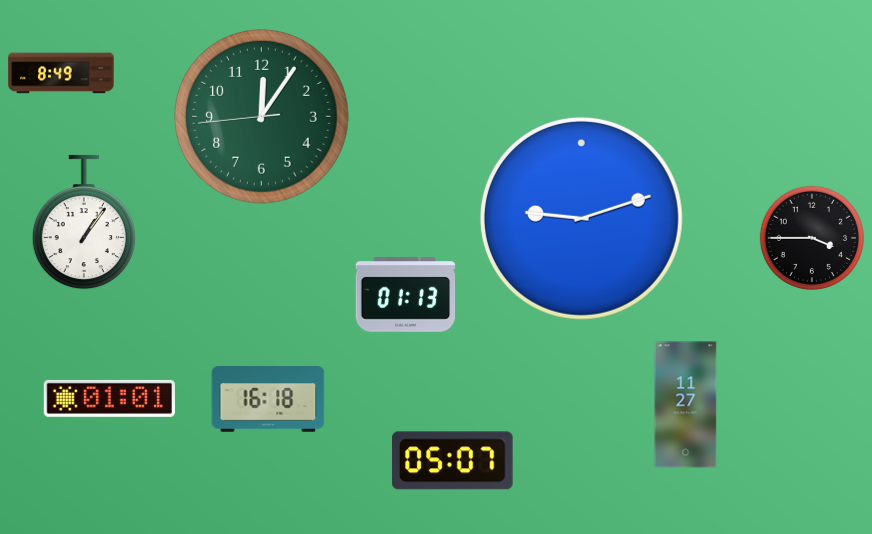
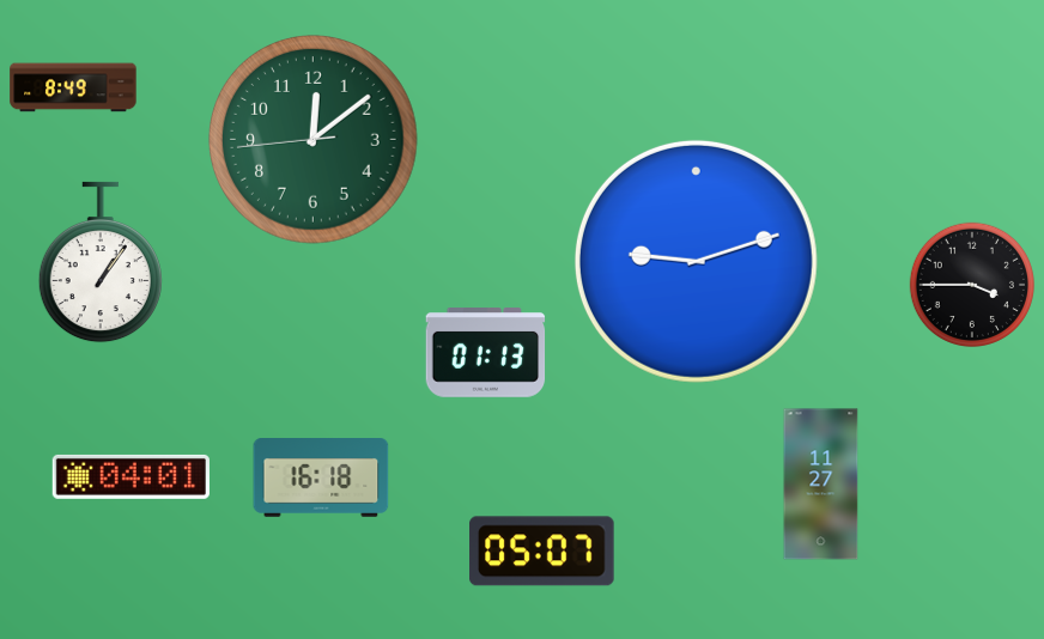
clock at (262, 117): 12:05 -> 12:08
clock at (84, 222) position: (84, 222) -> (101, 262)
clock at (109, 398): 01:01 -> 04:01
